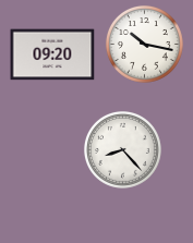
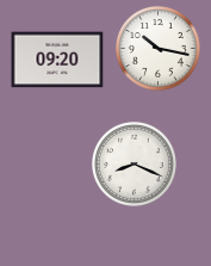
clock at (122, 149): 8:23 -> 8:19
